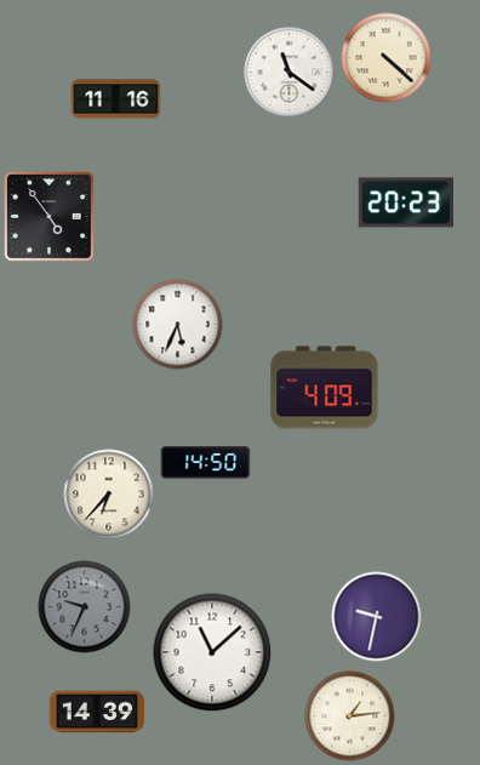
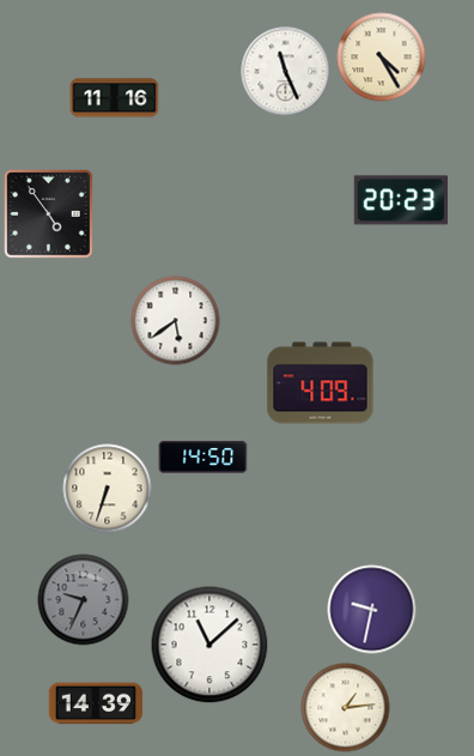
clock at (387, 58): 4:22 -> 4:25
clock at (290, 73): 11:21 -> 11:26
clock at (178, 325): 5:34 -> 5:39
clock at (109, 495): 6:37 -> 6:33
